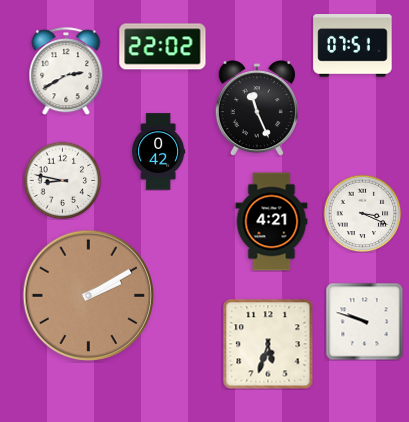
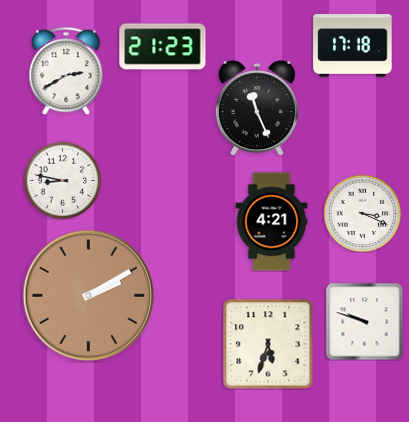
clock at (353, 46): 07:51 -> 17:18
clock at (163, 47): 22:02 -> 21:23
clock at (159, 152): 0:42 -> none
